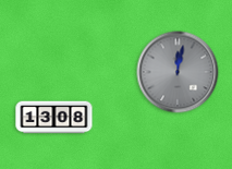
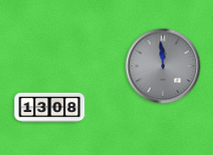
clock at (178, 72): 12:02 -> 11:59
